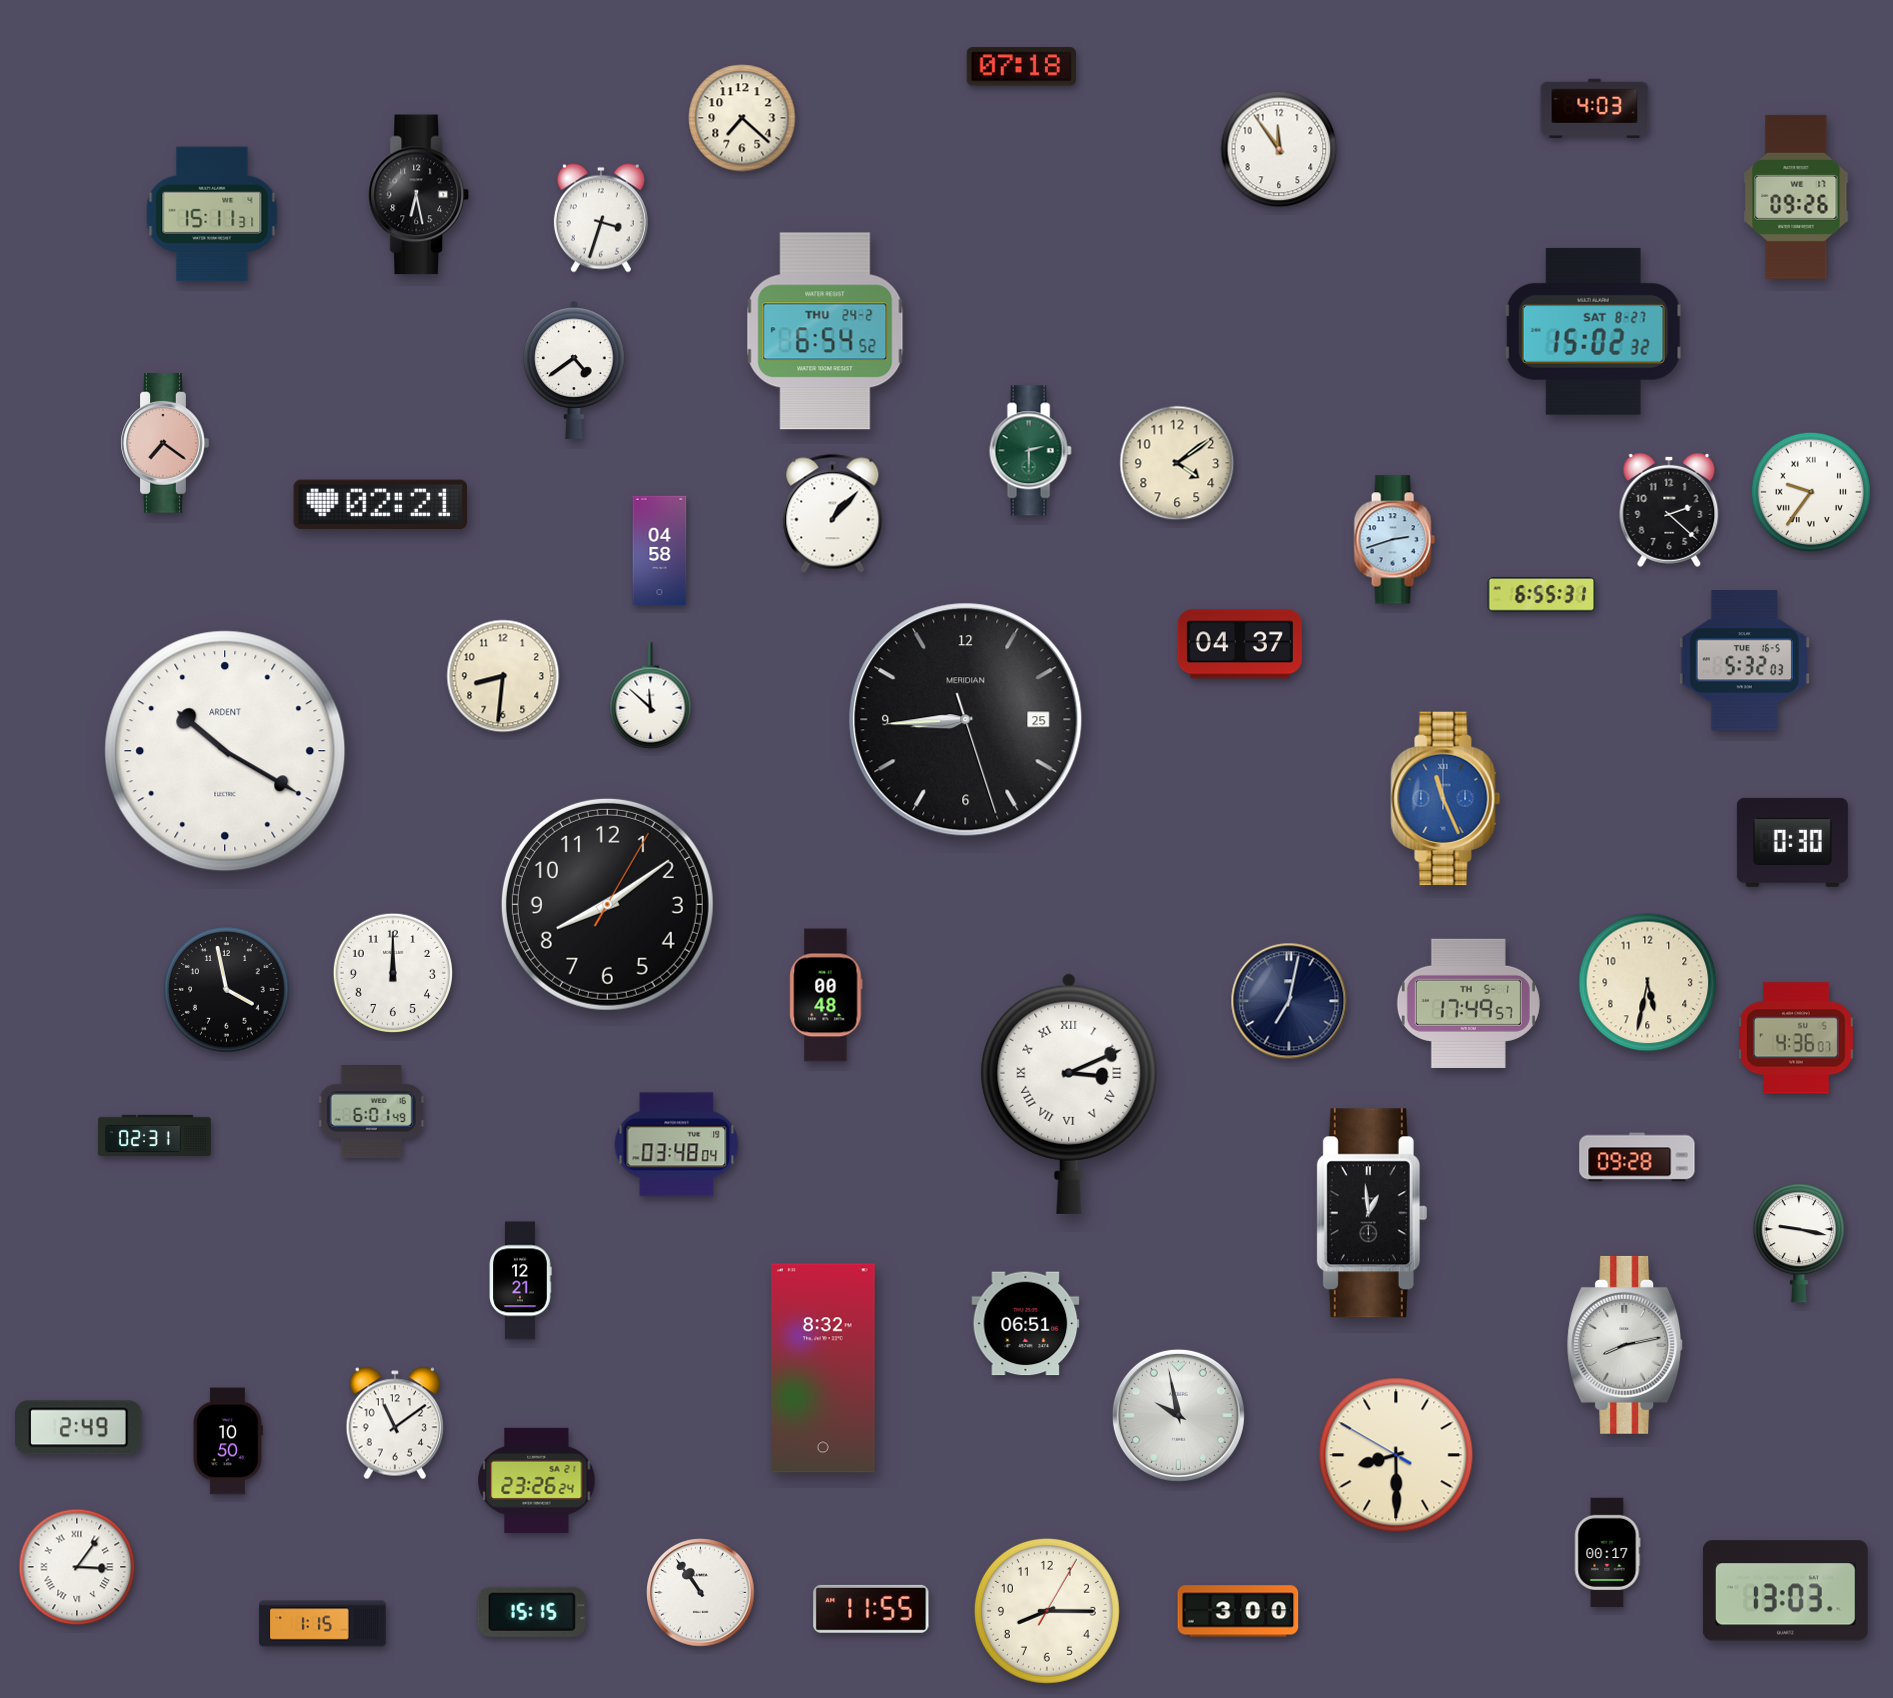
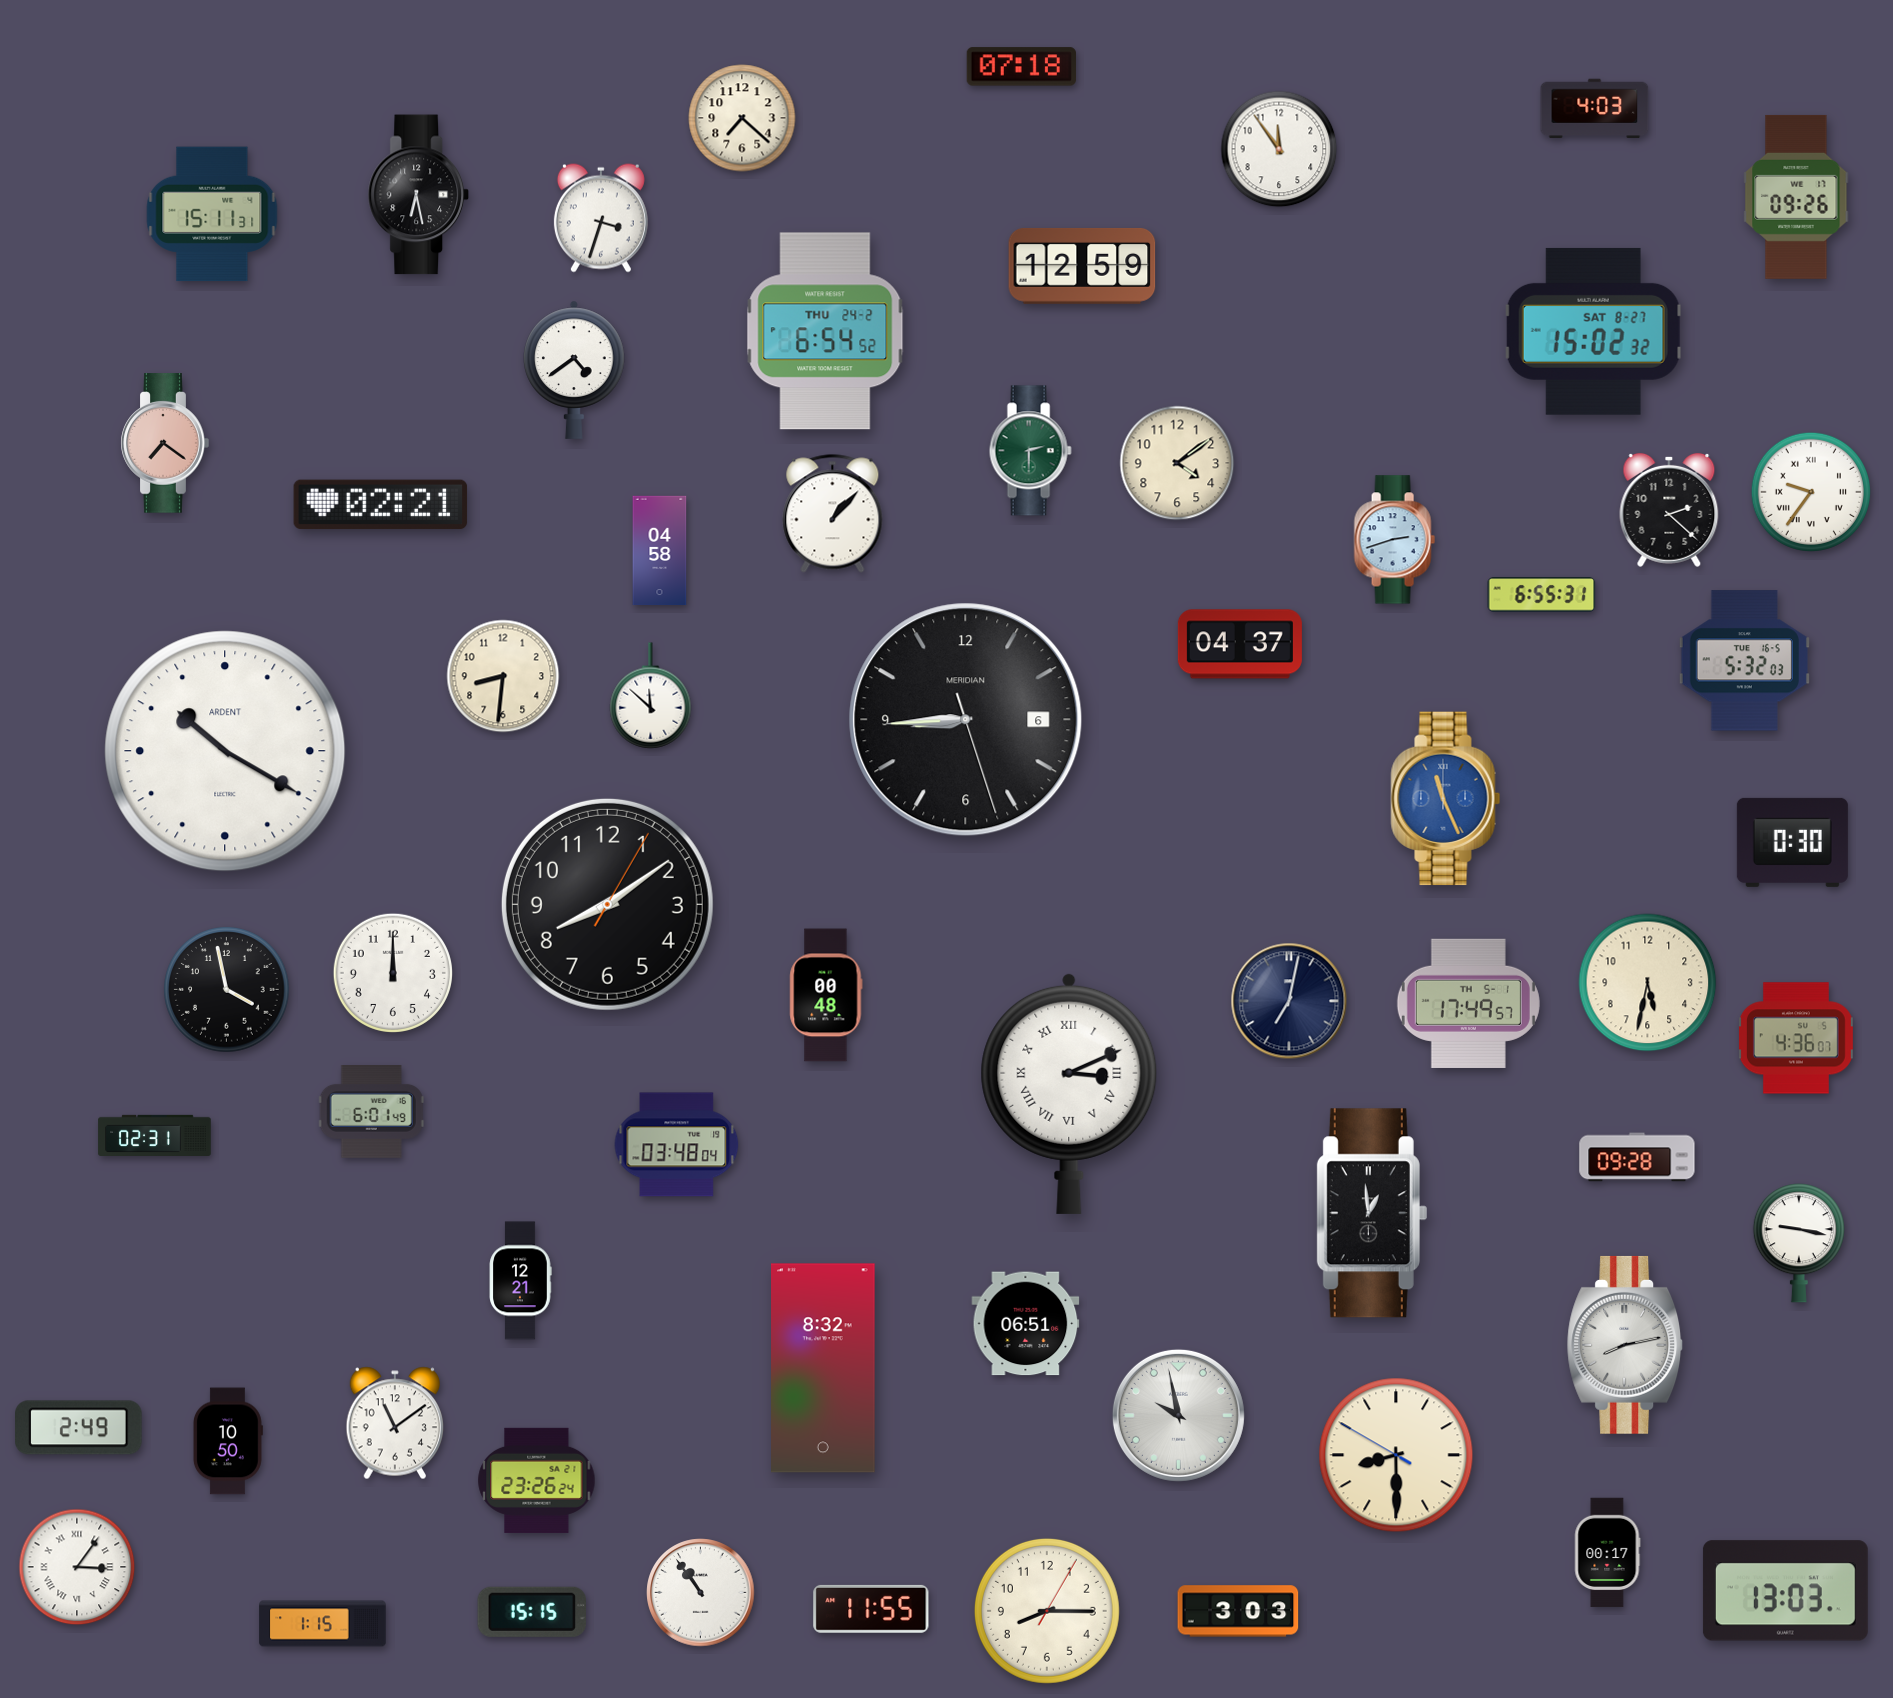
clock at (1082, 266): none -> 12:59
clock at (966, 720) date: 25 -> 6
clock at (1238, 1611): 3:00 -> 3:03
